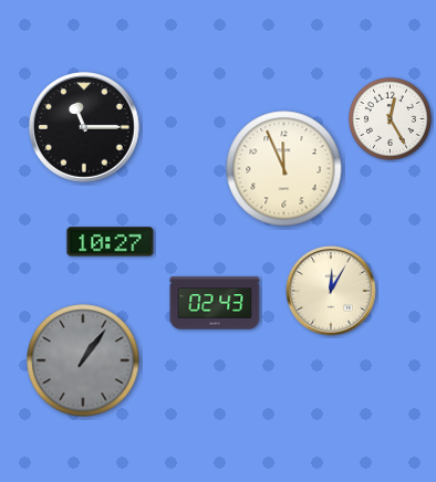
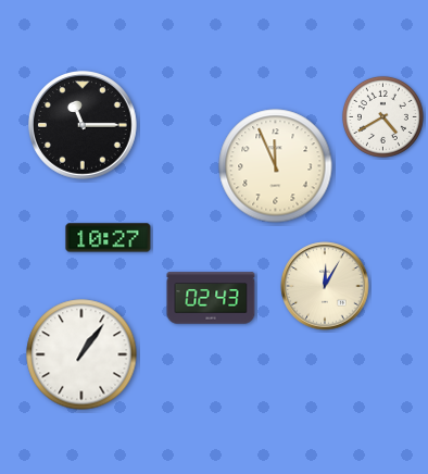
clock at (390, 118): 12:25 -> 4:40
clock at (284, 169) position: (284, 169) -> (276, 166)
clock at (83, 360) dial: grey -> white
